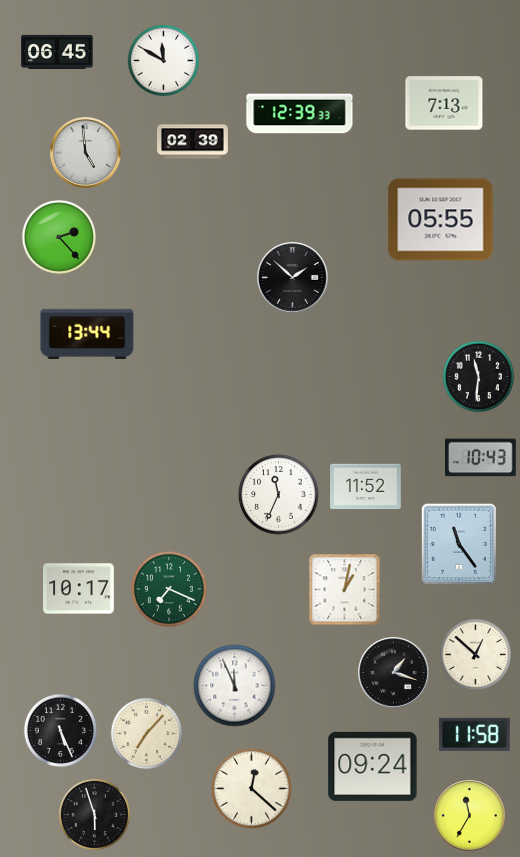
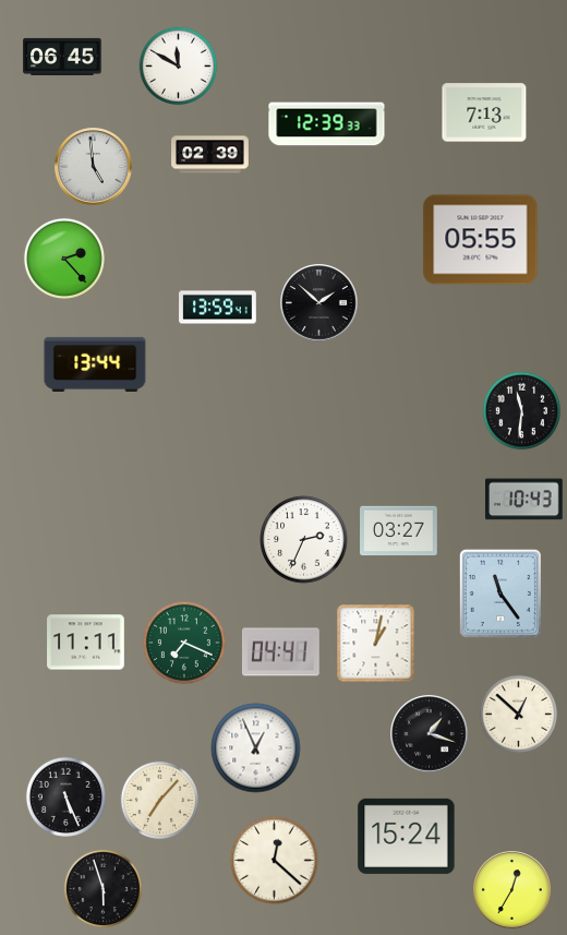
clock at (218, 308): none -> 13:59
clock at (366, 487): 11:52 -> 03:27
clock at (279, 495): 11:34 -> 2:34
clock at (79, 589): 10:17 -> 11:11
clock at (281, 652): none -> 04:41
clock at (235, 686): 11:56 -> 12:56
clock at (474, 734): 11:58 -> none
clock at (373, 766): 09:24 -> 15:24
clock at (470, 816): 11:35 -> 12:35
